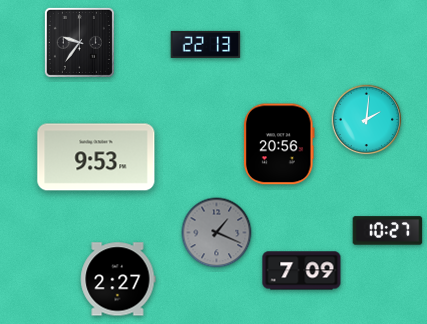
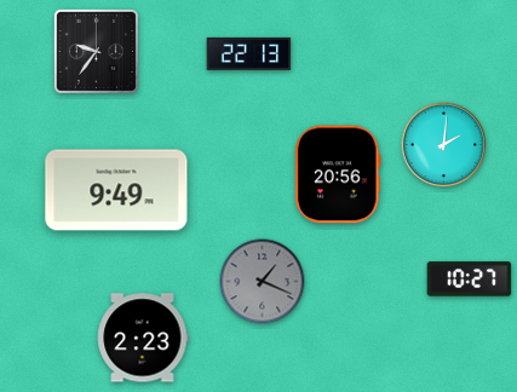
clock at (96, 157): 9:53 -> 9:49
clock at (302, 271): 7:09 -> none
clock at (118, 279): 2:27 -> 2:23
